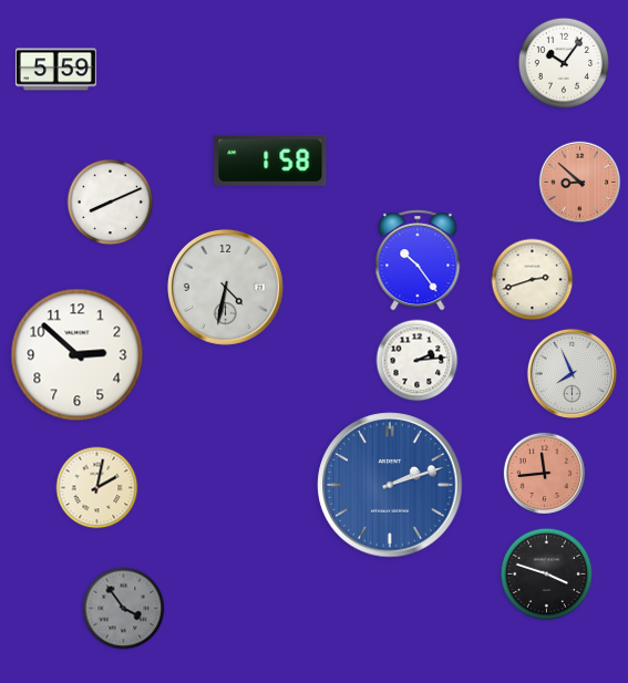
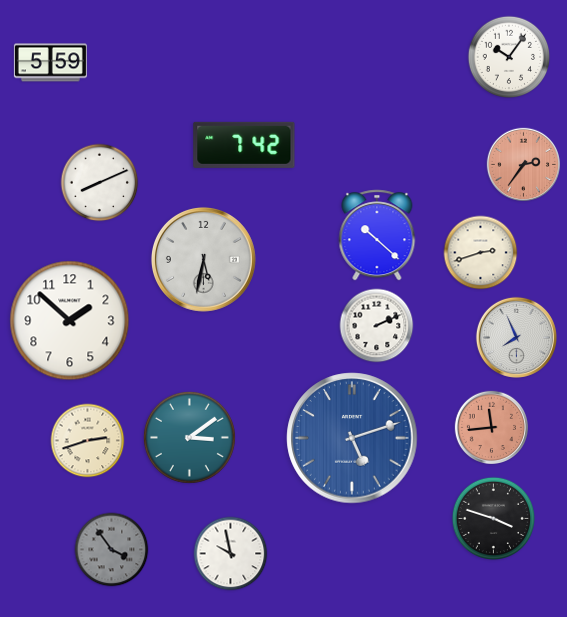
clock at (270, 161): 1:58 -> 7:42
clock at (579, 182): 8:52 -> 2:36
clock at (418, 260): 10:24 -> 10:22
clock at (225, 287): 4:32 -> 5:32
clock at (78, 355): 2:52 -> 1:52
clock at (418, 361): 2:14 -> 2:11
clock at (189, 437): none -> 3:09
clock at (390, 485): 2:12 -> 5:12
clock at (97, 488): 2:02 -> 2:42
clock at (231, 554): none -> 9:58
